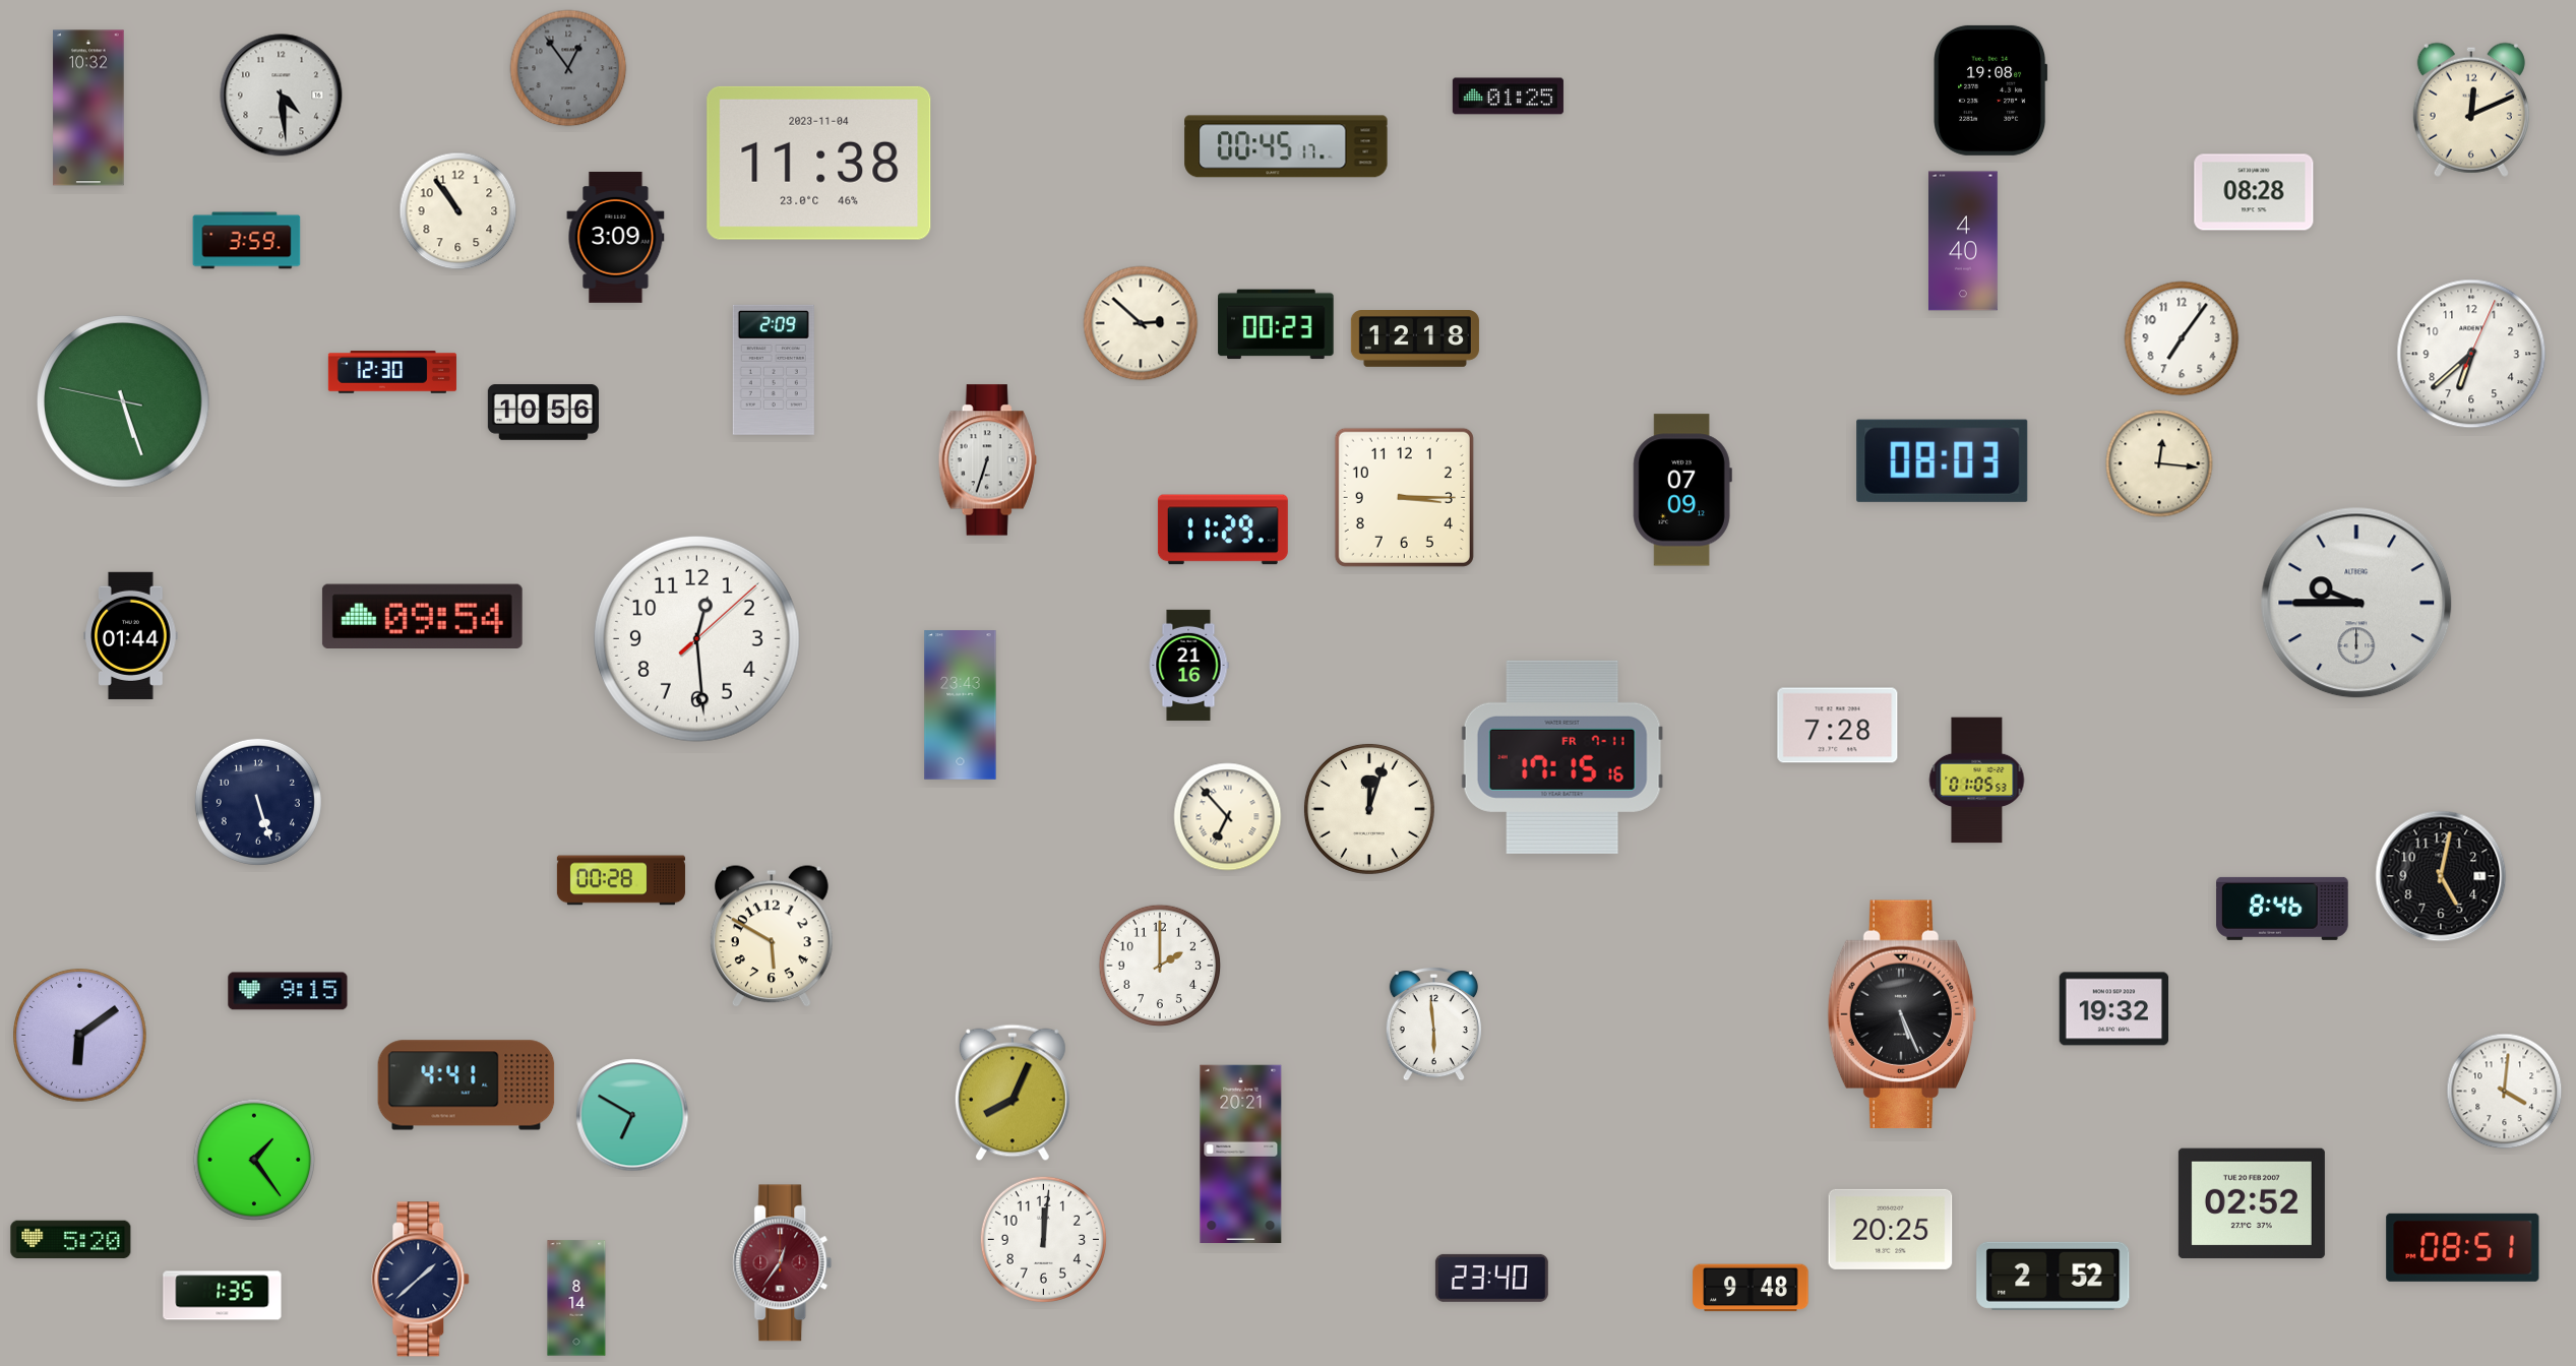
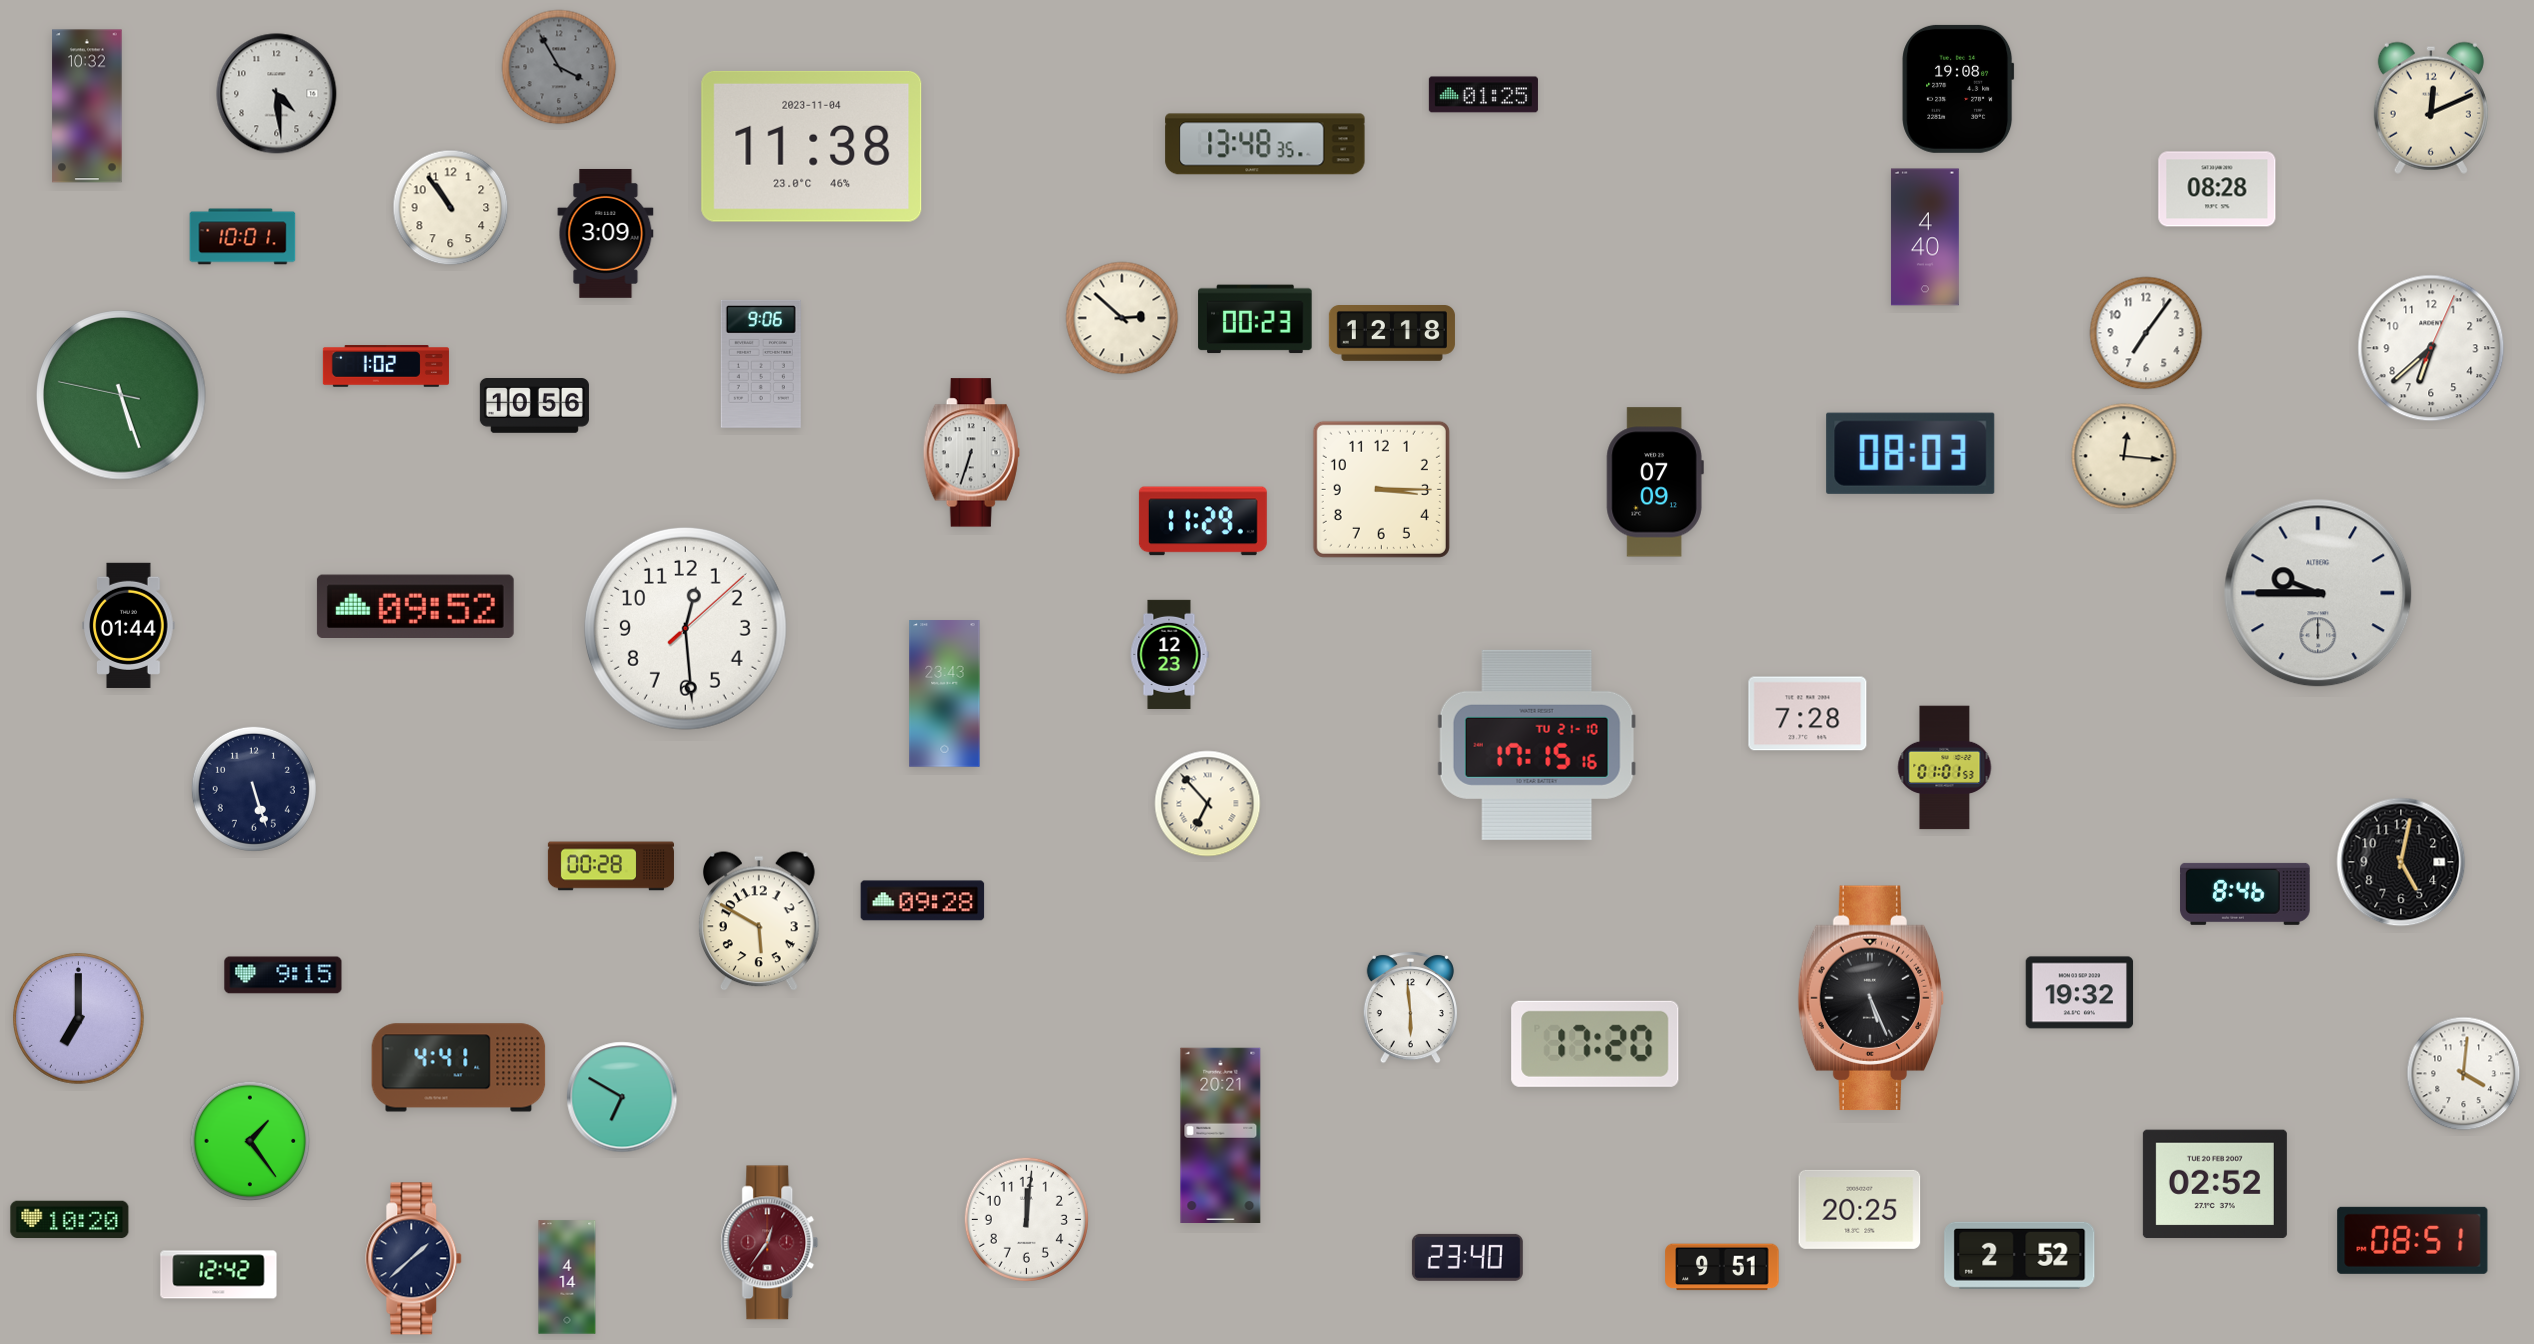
clock at (568, 68): 12:54 -> 3:55
clock at (1286, 146): 00:45 -> 13:48
clock at (819, 163) position: (819, 163) -> (812, 146)
clock at (247, 241): 3:59 -> 10:01
clock at (1963, 241) position: (1963, 241) -> (1925, 237)
clock at (774, 370): 2:09 -> 9:06
clock at (392, 372): 12:30 -> 1:02
clock at (422, 617): 09:54 -> 09:52
clock at (1188, 665): 21:16 -> 12:23
clock at (1562, 757) date: FR 7-11 -> TU 21-10
clock at (1977, 781): 01:05 -> 01:01
clock at (1369, 809): 12:03 -> none
clock at (923, 901): none -> 09:28
clock at (1160, 966): 2:00 -> none
clock at (80, 1036): 6:09 -> 7:00
clock at (1595, 1044): none -> 17:20
clock at (1013, 1093): 8:04 -> none
clock at (71, 1240): 5:20 -> 10:20
clock at (2463, 1247) position: (2463, 1247) -> (2413, 1240)
clock at (1751, 1288): 9:48 -> 9:51
clock at (223, 1296): 1:35 -> 12:42
clock at (576, 1298): 8:14 -> 4:14
